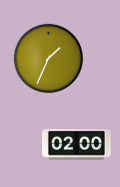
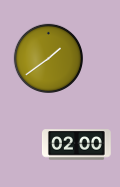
clock at (48, 58): 1:34 -> 1:39
